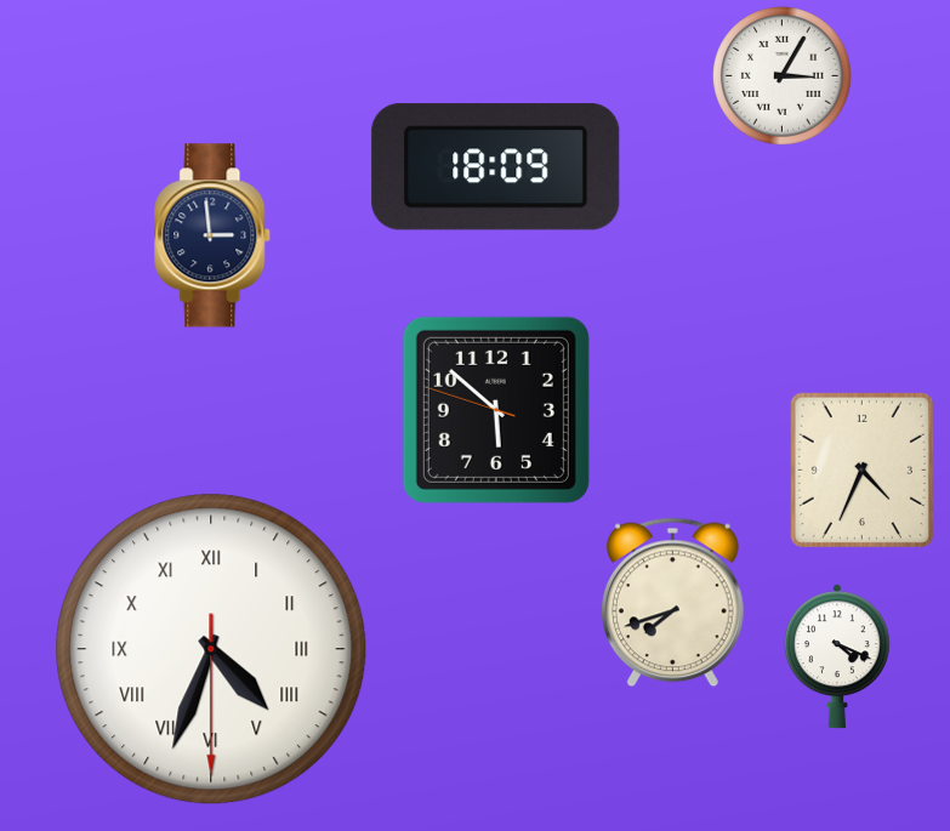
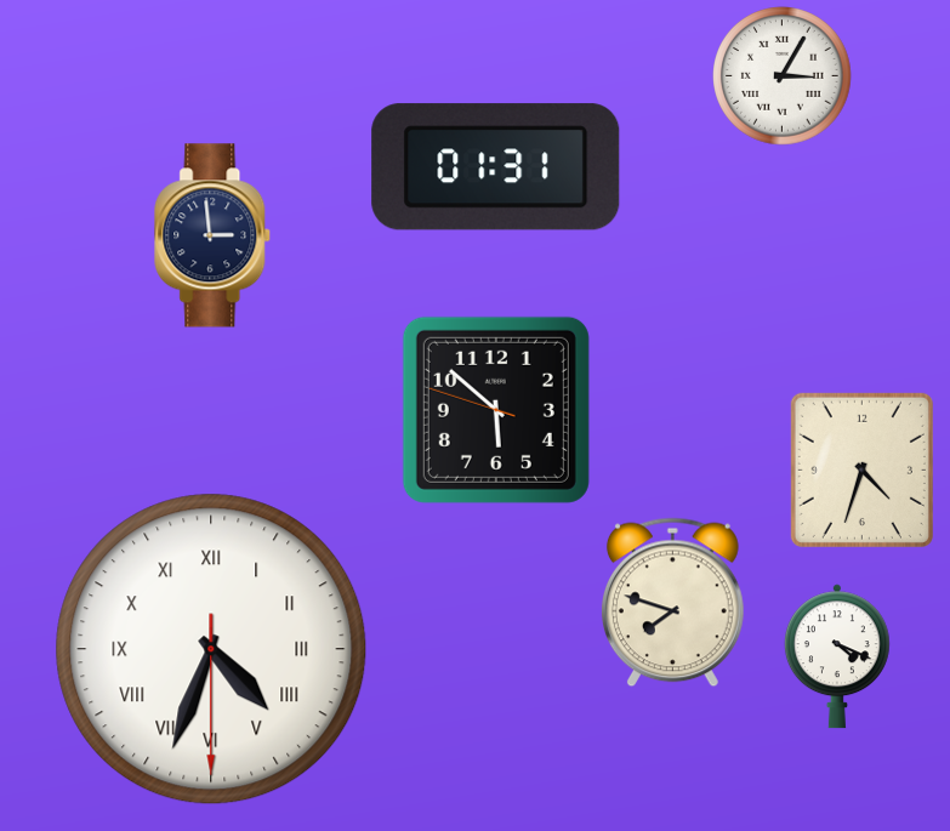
clock at (496, 167): 18:09 -> 01:31
clock at (861, 469): 4:34 -> 4:33
clock at (672, 603): 7:42 -> 7:48
